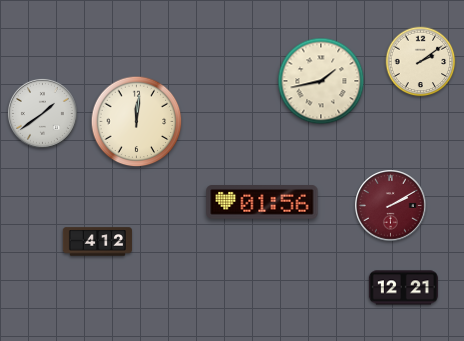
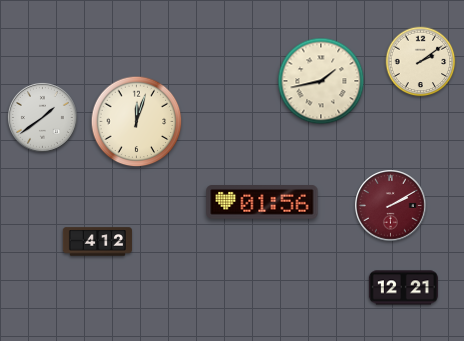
clock at (42, 113) position: (42, 113) -> (42, 117)
clock at (137, 122): 12:01 -> 12:03
